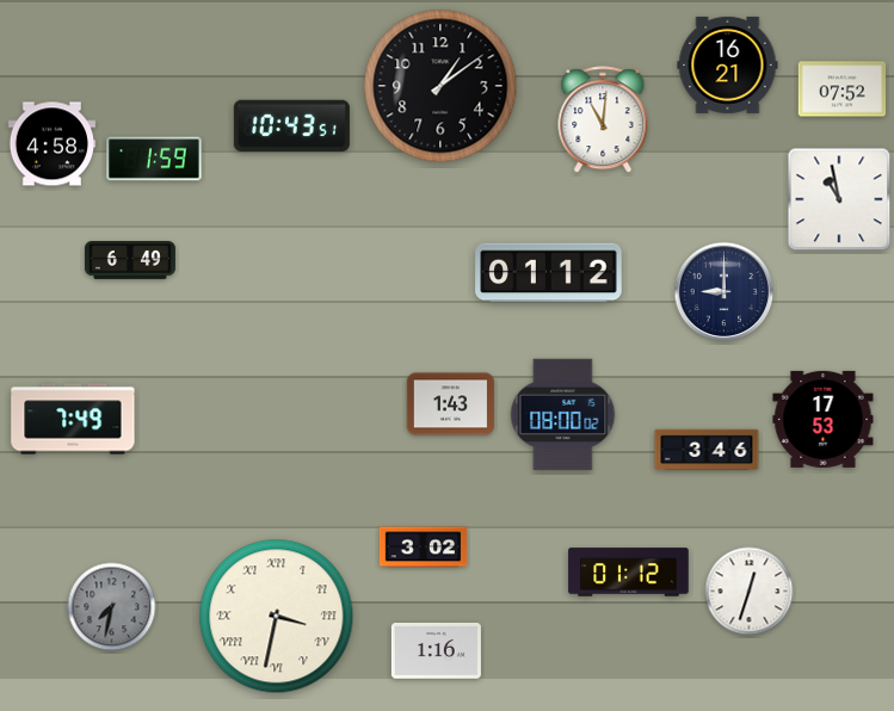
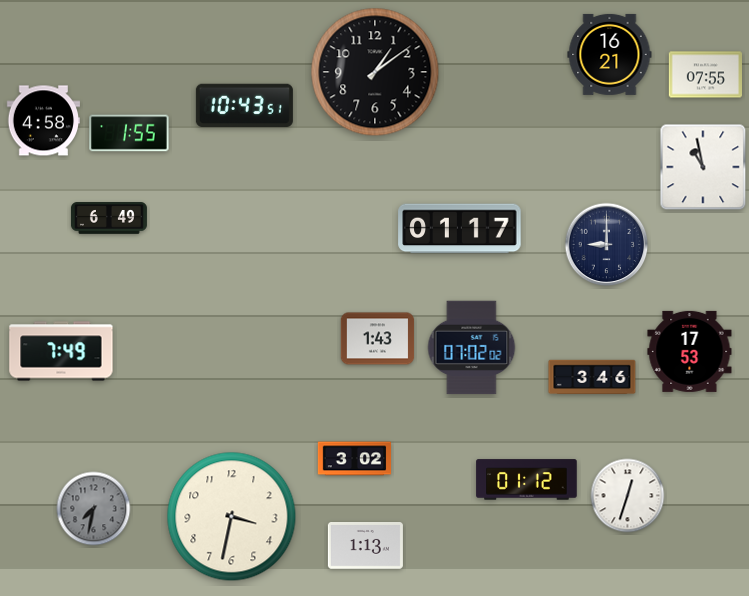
clock at (440, 86) position: (440, 86) -> (375, 72)
clock at (843, 89): 07:52 -> 07:55
clock at (603, 120): 11:01 -> none
clock at (154, 159): 1:59 -> 1:55
clock at (549, 273): 01:12 -> 01:17
clock at (563, 415): 08:00 -> 07:02
clock at (277, 617) numerals: Roman -> Arabic
clock at (436, 651): 1:16 -> 1:13
